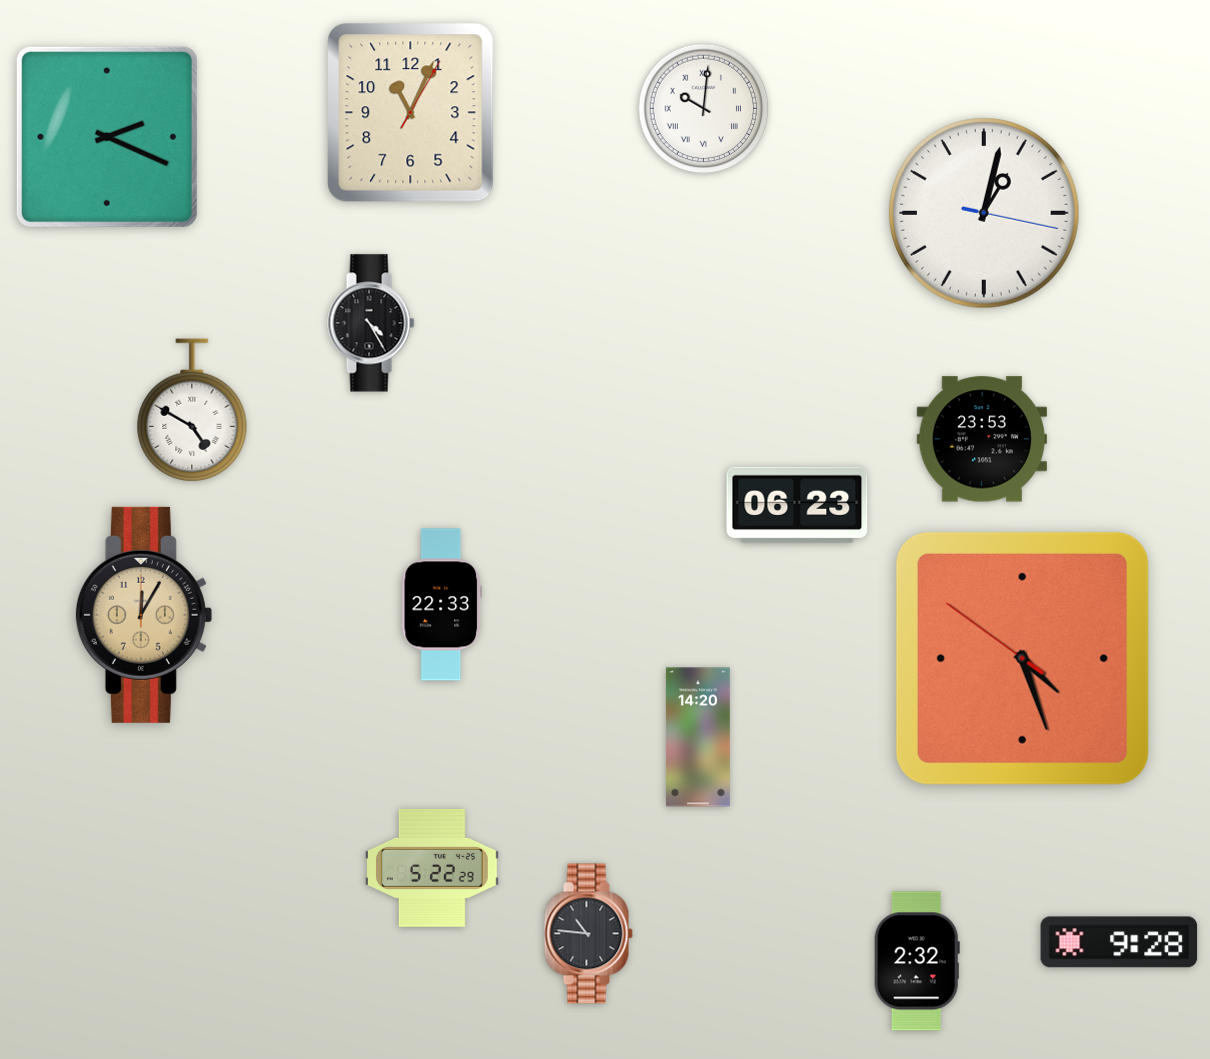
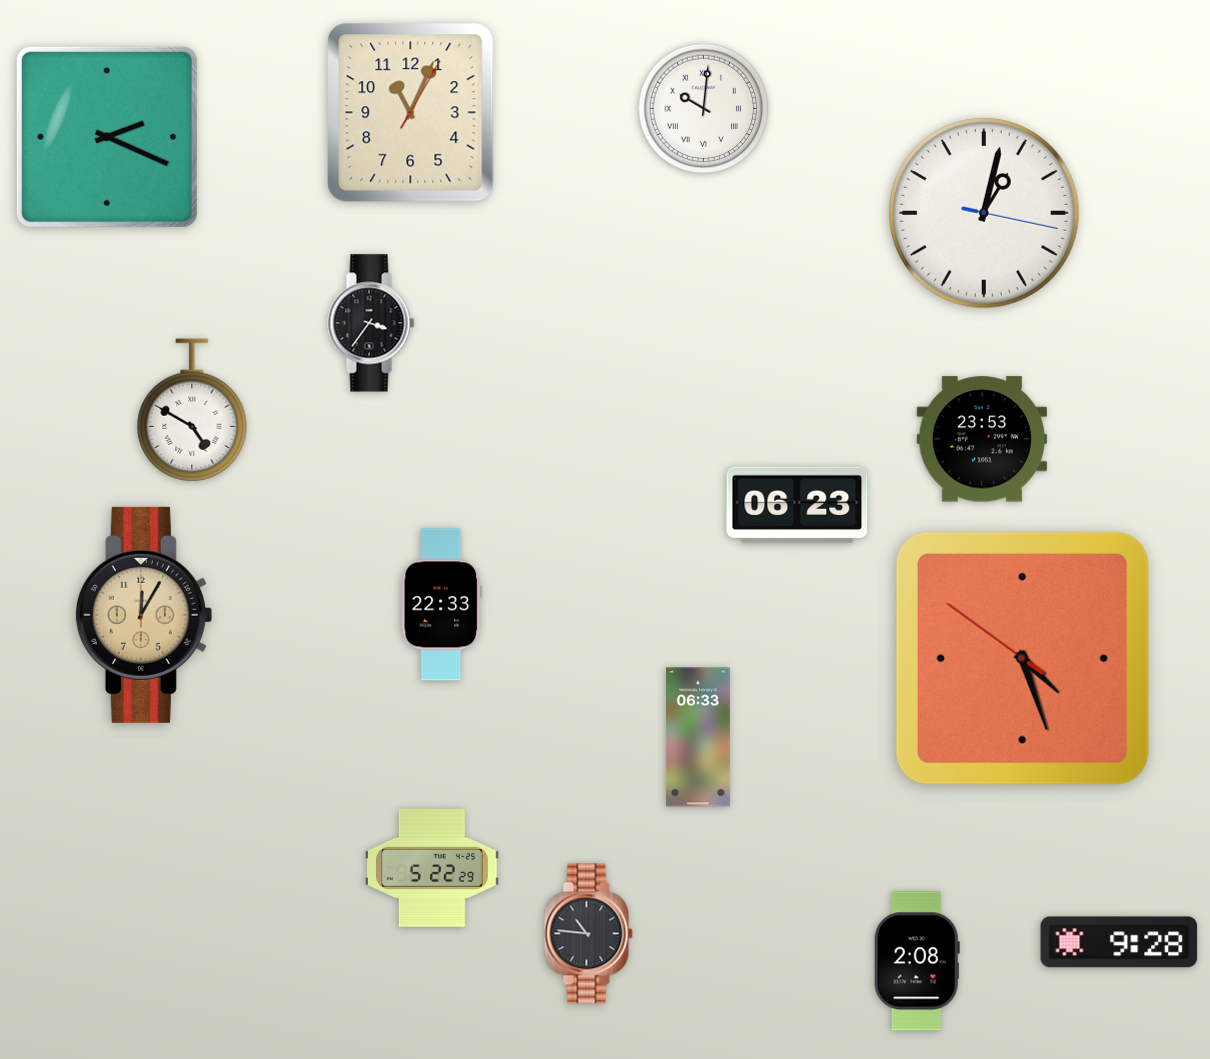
clock at (371, 323): 4:25 -> 3:36
clock at (698, 737): 14:20 -> 06:33
clock at (917, 961): 2:32 -> 2:08
